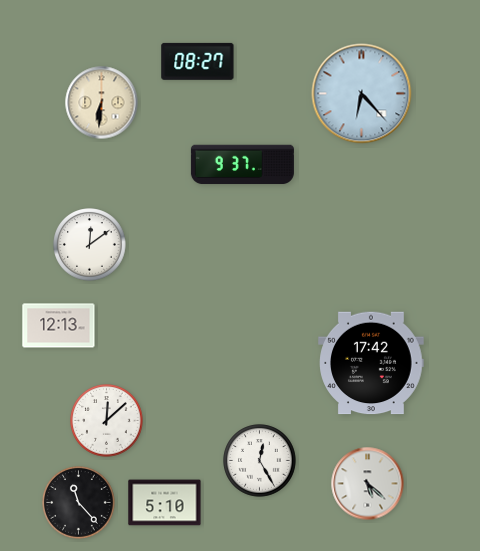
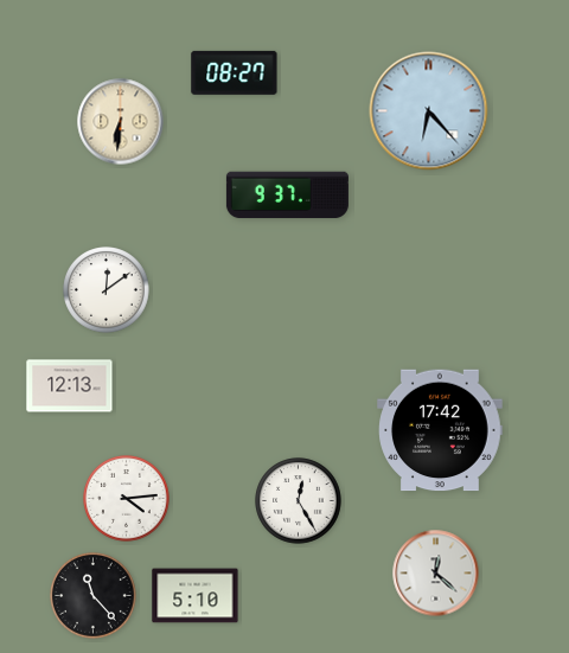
clock at (107, 421): 12:08 -> 4:14
clock at (260, 461) position: (260, 461) -> (299, 501)
clock at (368, 484): 5:22 -> 12:22
